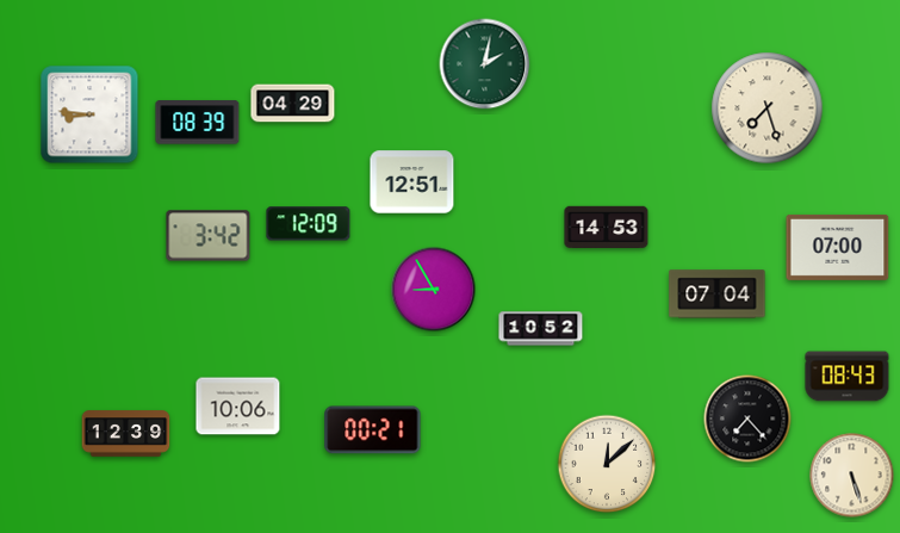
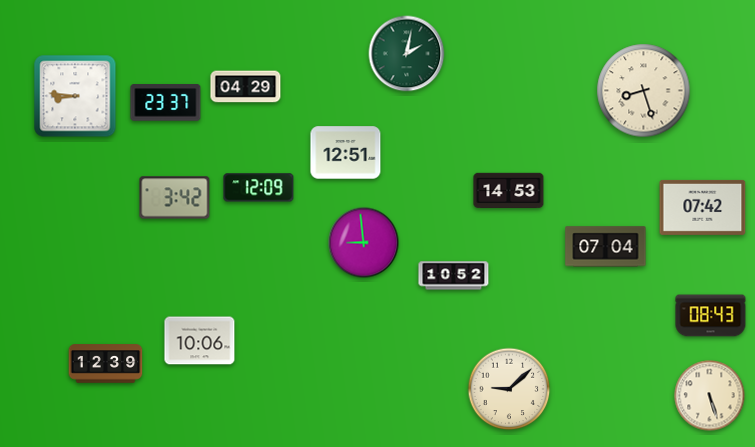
clock at (768, 109): 7:27 -> 8:27
clock at (198, 123): 08:39 -> 23:37
clock at (838, 247): 07:00 -> 07:42
clock at (434, 290): 8:55 -> 8:59
clock at (718, 295) position: (718, 295) -> (606, 247)
clock at (747, 419): 7:23 -> none
clock at (373, 430): 00:21 -> none
clock at (607, 464): 12:08 -> 9:08
clock at (852, 476) position: (852, 476) -> (710, 396)
